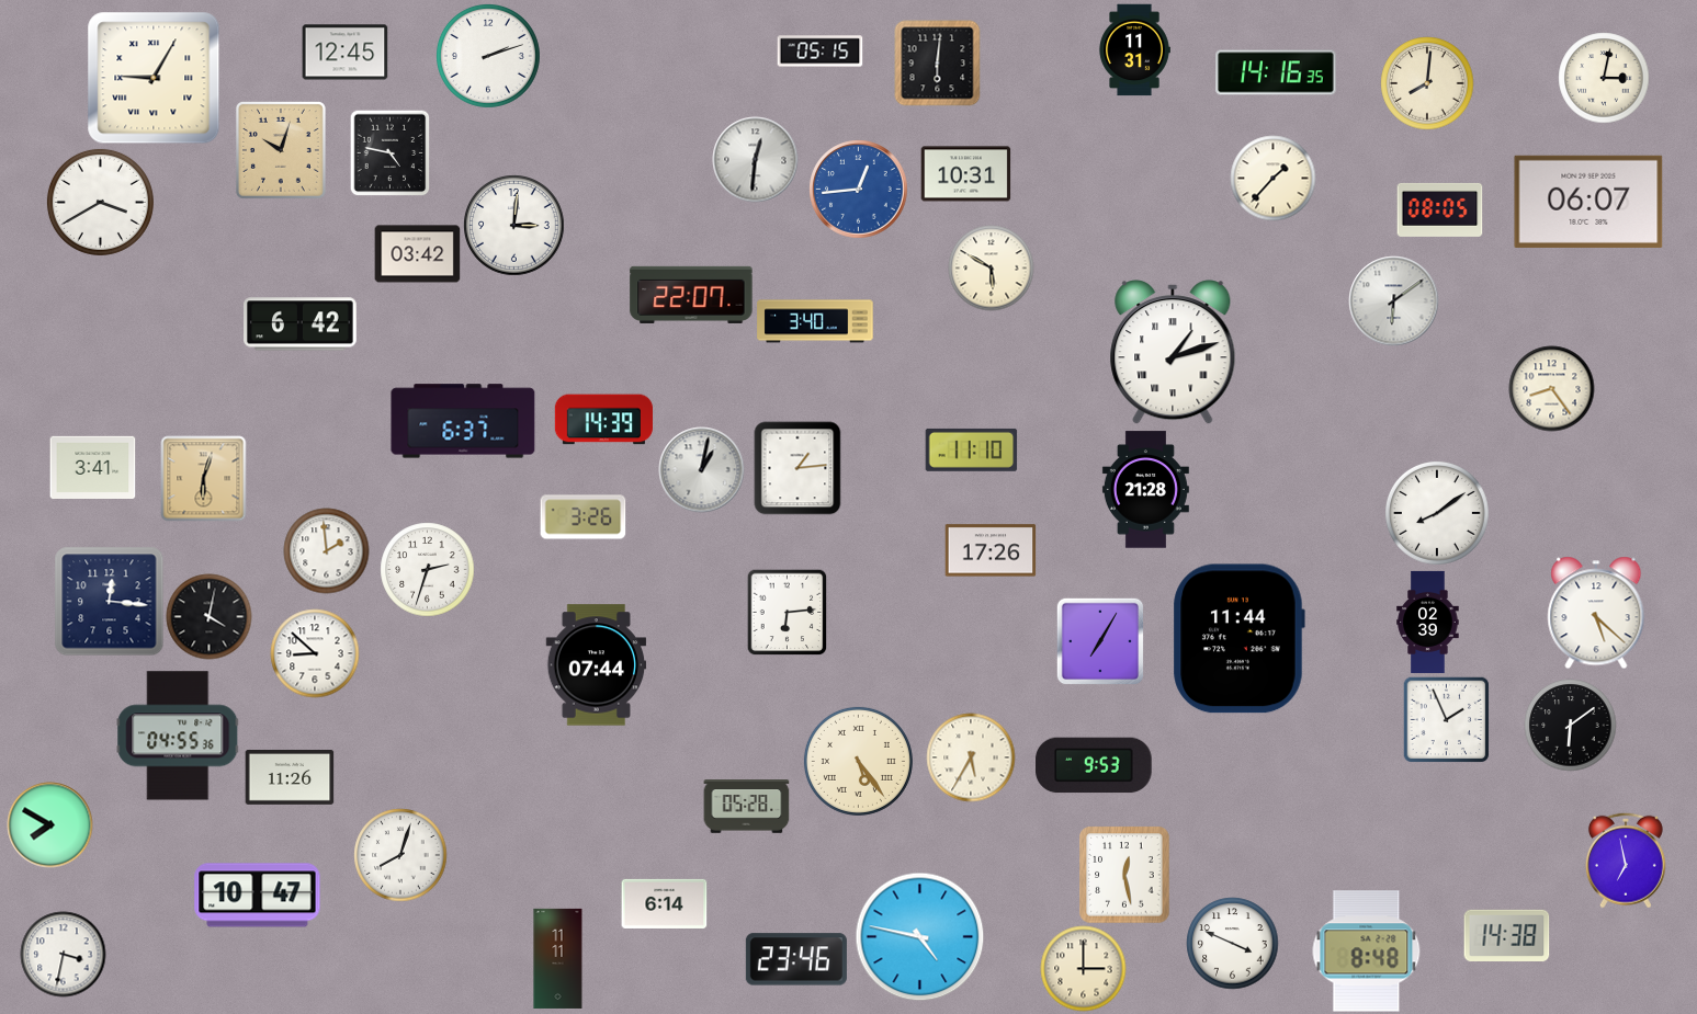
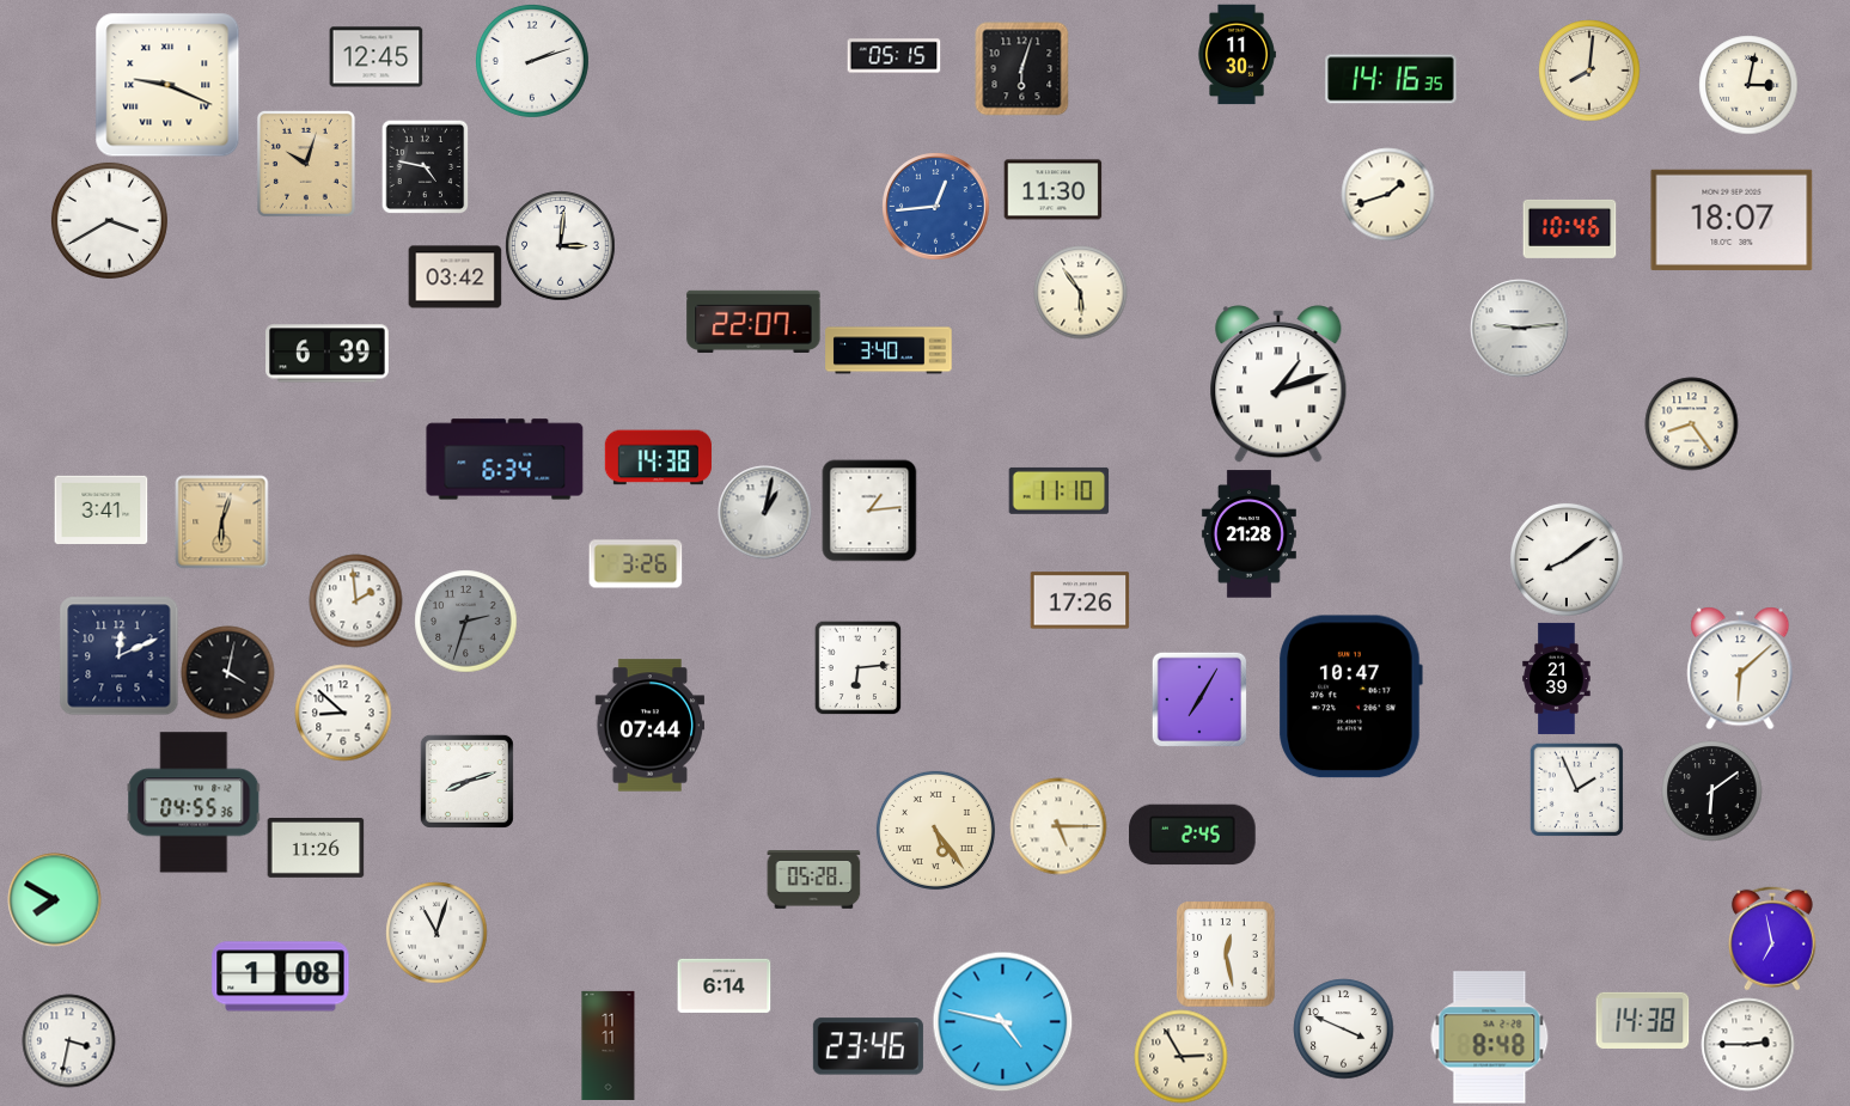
clock at (1134, 49): 11:31 -> 11:30
clock at (937, 62): 6:01 -> 6:03
clock at (154, 78): 9:05 -> 9:19
clock at (1427, 83) position: (1427, 83) -> (1589, 71)
clock at (755, 159): 12:31 -> none
clock at (965, 174): 10:31 -> 11:30
clock at (1272, 178): 1:37 -> 1:42
clock at (1588, 202): 06:07 -> 18:07
clock at (1439, 209): 08:05 -> 10:46
clock at (991, 267): 5:50 -> 5:54
clock at (1393, 300): 6:09 -> 9:14
clock at (301, 324): 6:42 -> 6:39
clock at (603, 420): 14:39 -> 14:38
clock at (463, 421): 6:37 -> 6:34
clock at (427, 569) dial: white -> grey
clock at (109, 601): 12:16 -> 12:11
clock at (1596, 613): 5:22 -> 6:08
clock at (1428, 622): 02:39 -> 21:39
clock at (1238, 639): 11:44 -> 10:47
clock at (466, 781): none -> 8:12
clock at (1446, 719) position: (1446, 719) -> (1576, 789)
clock at (971, 757): 5:35 -> 5:15
clock at (1094, 765): 9:53 -> 2:45
clock at (400, 855): 8:03 -> 11:03
clock at (258, 896): 10:47 -> 1:08
clock at (1747, 1044): none -> 2:45
clock at (1083, 968): 3:00 -> 2:55
